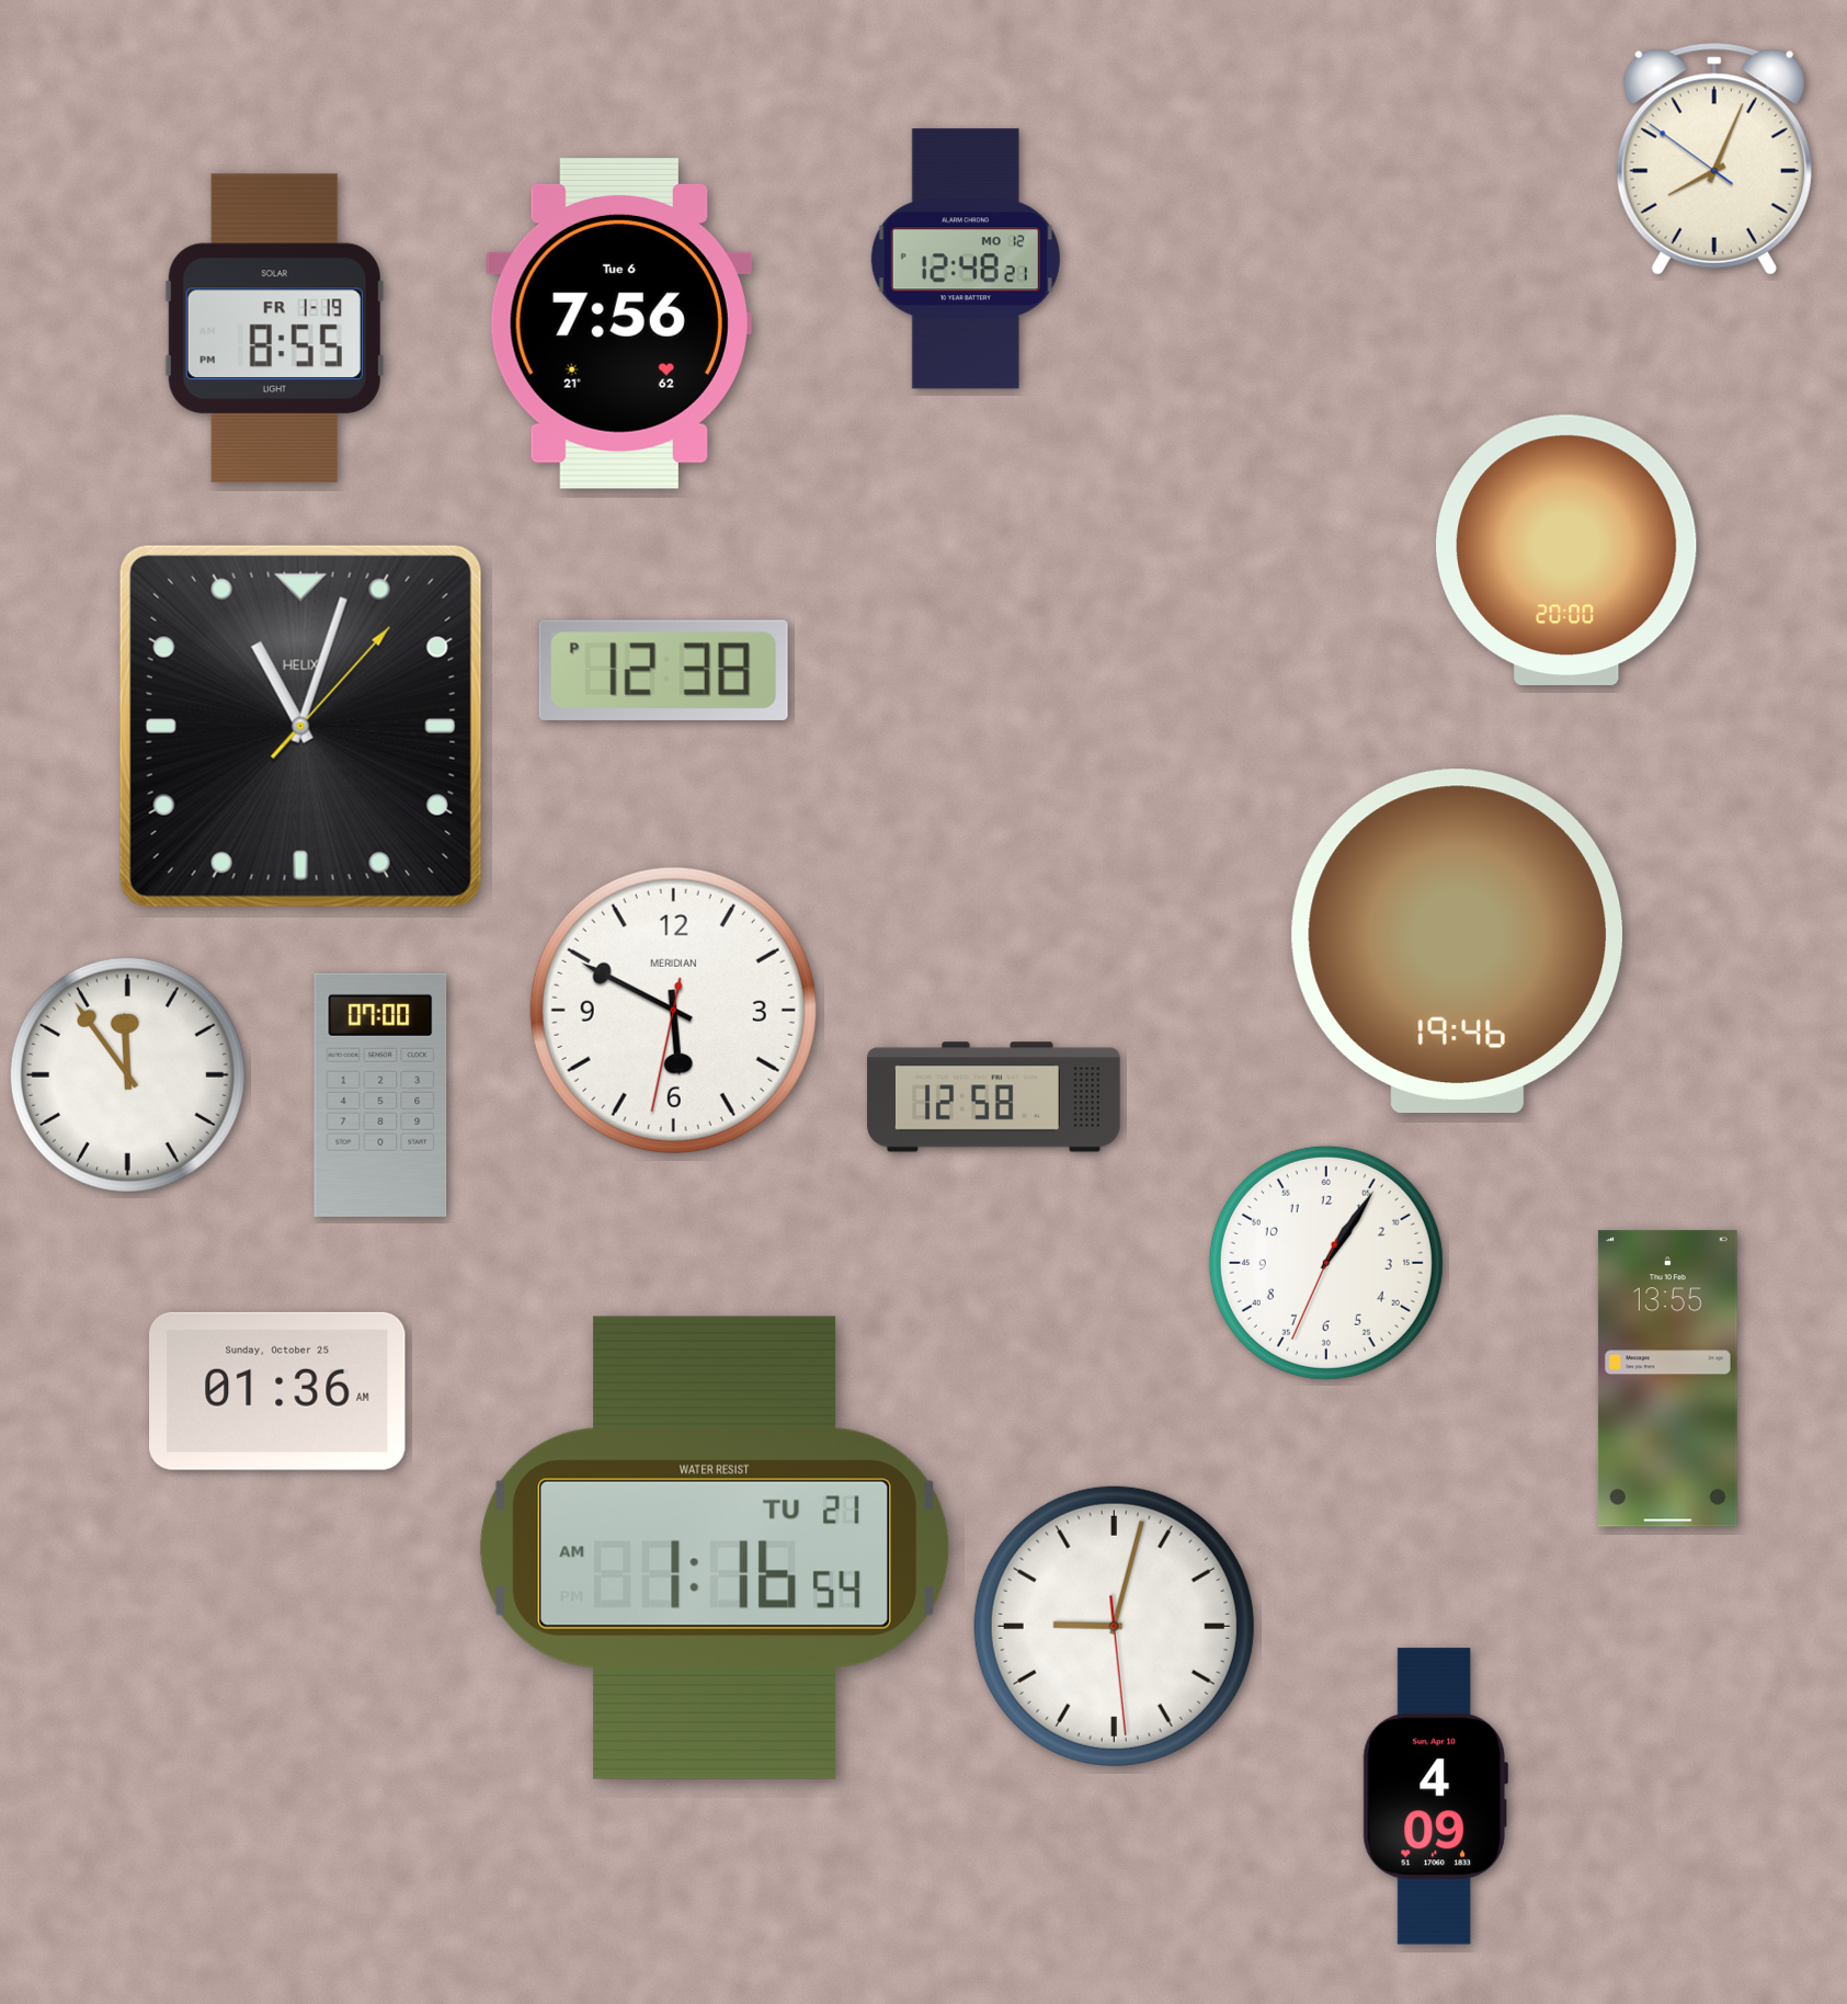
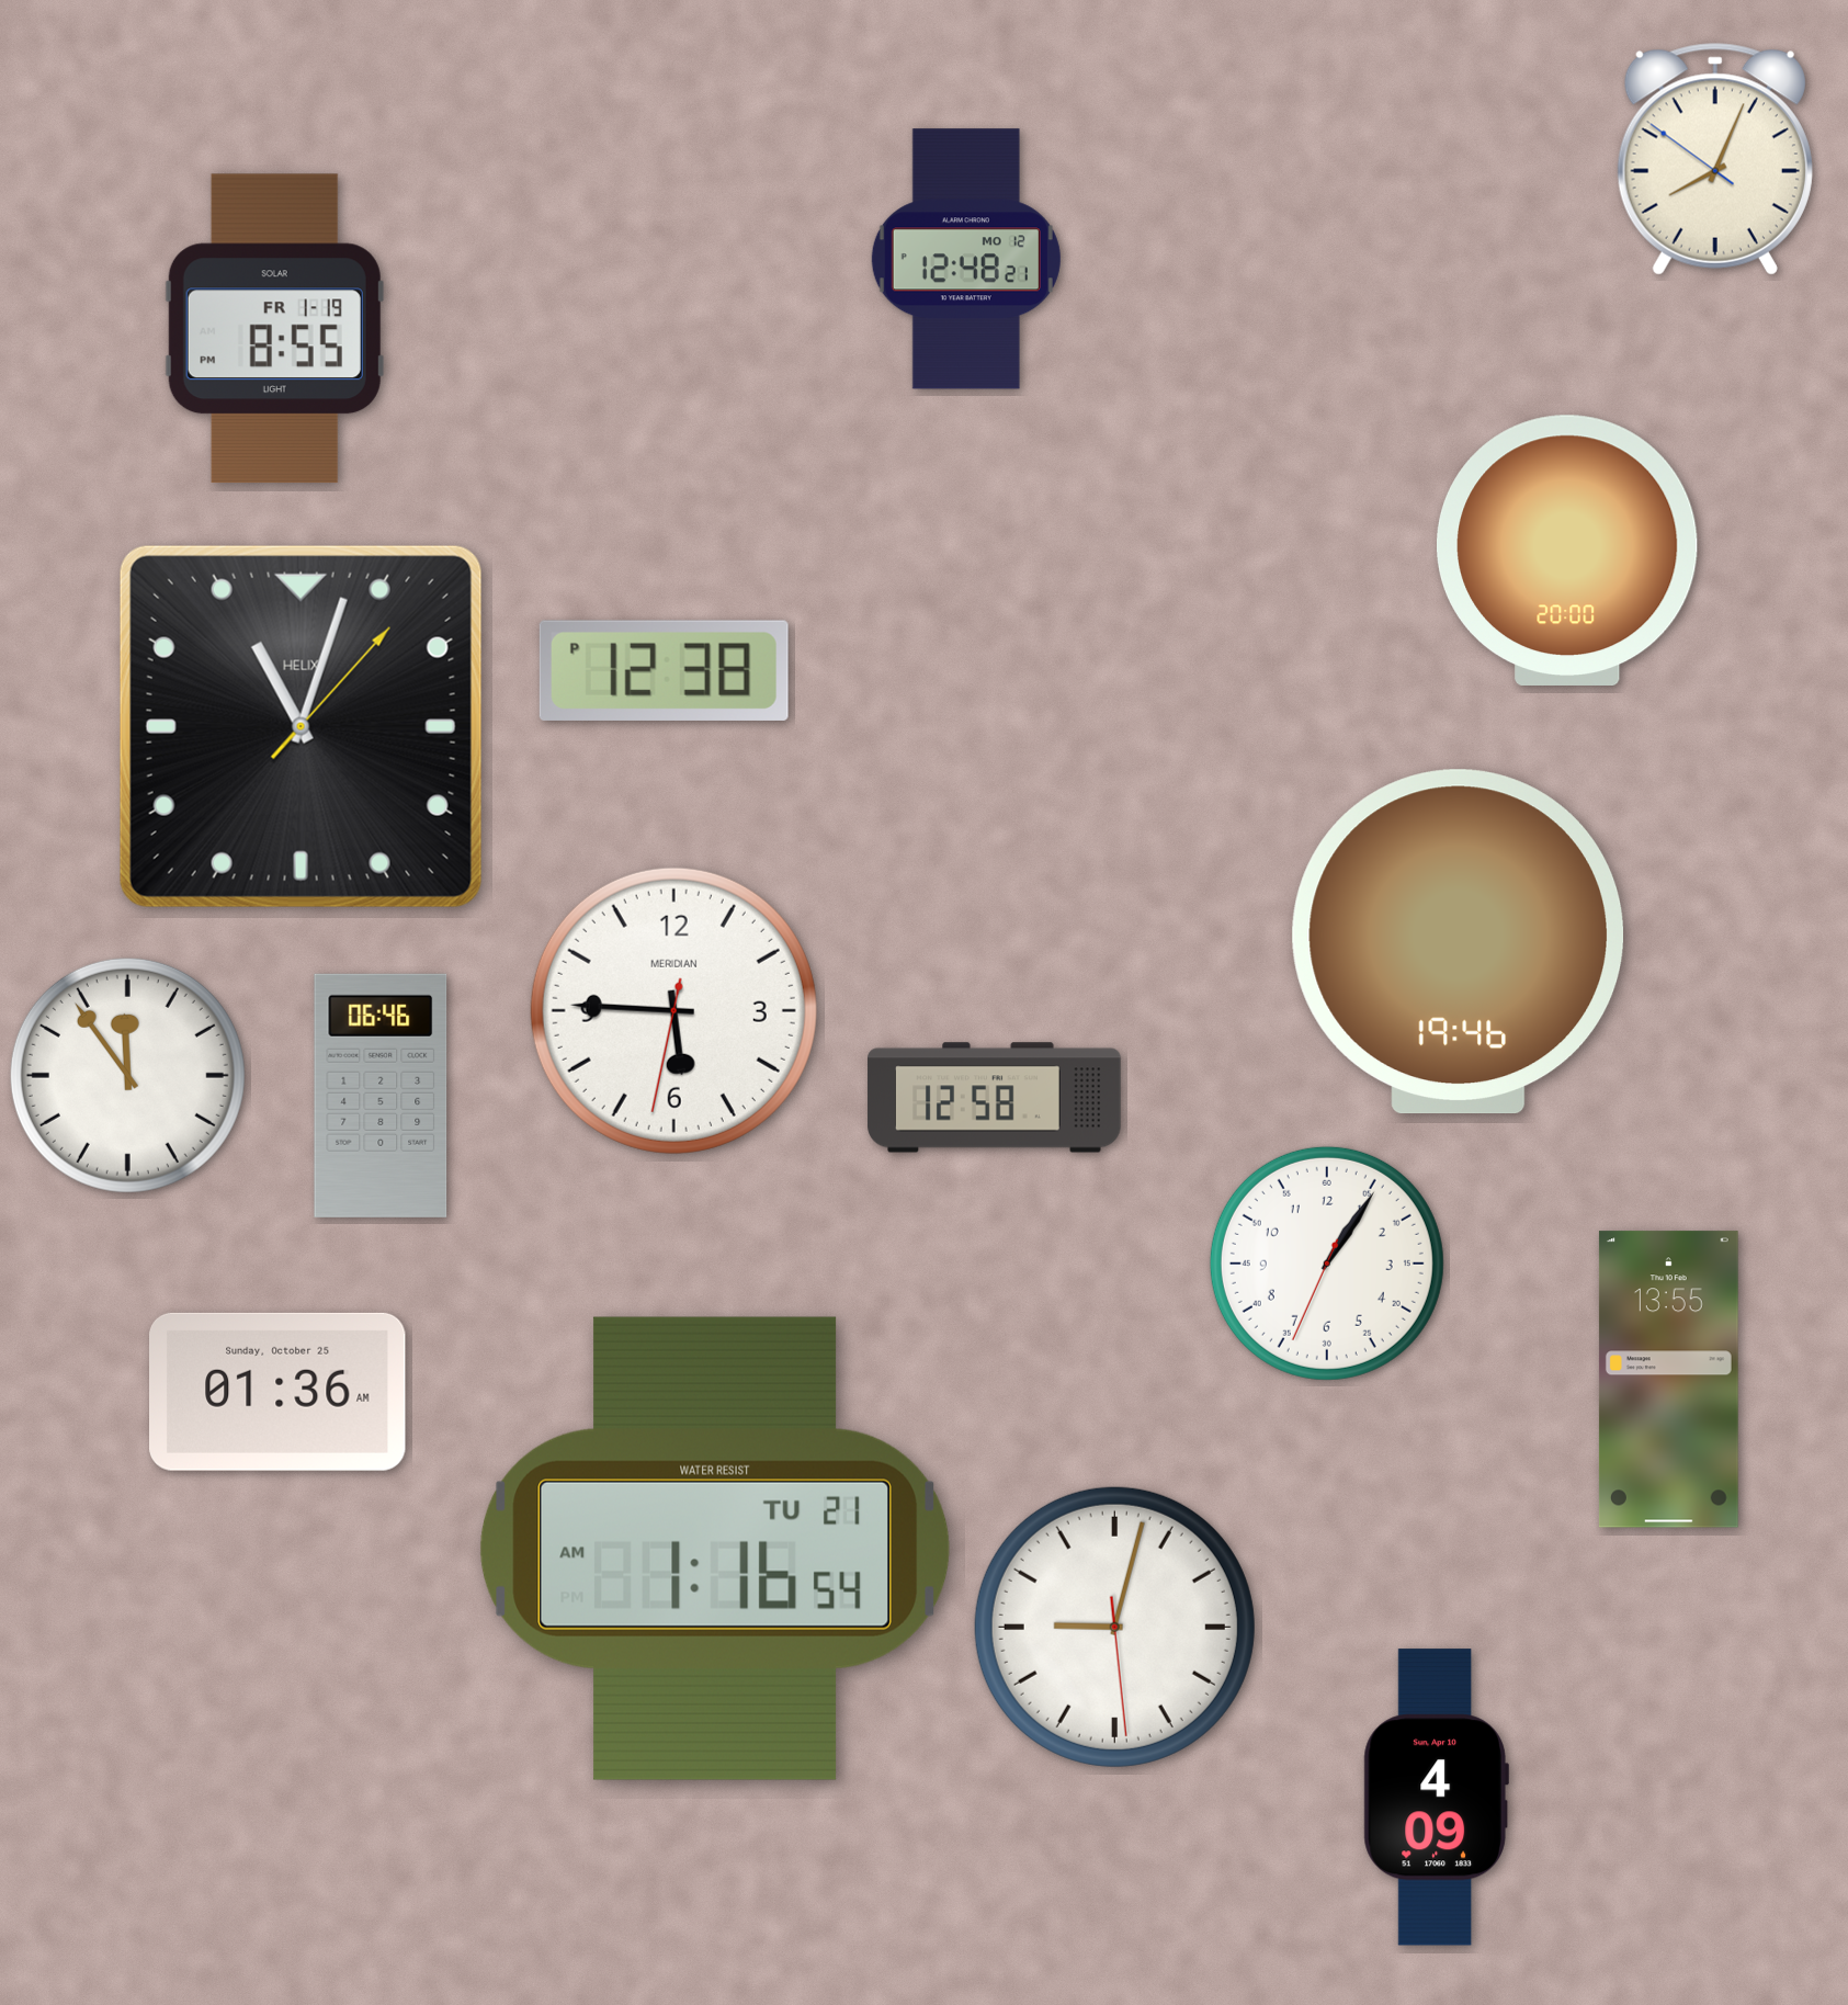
clock at (619, 323): 7:56 -> none
clock at (673, 1010): 5:49 -> 5:45
clock at (380, 1095): 07:00 -> 06:46
